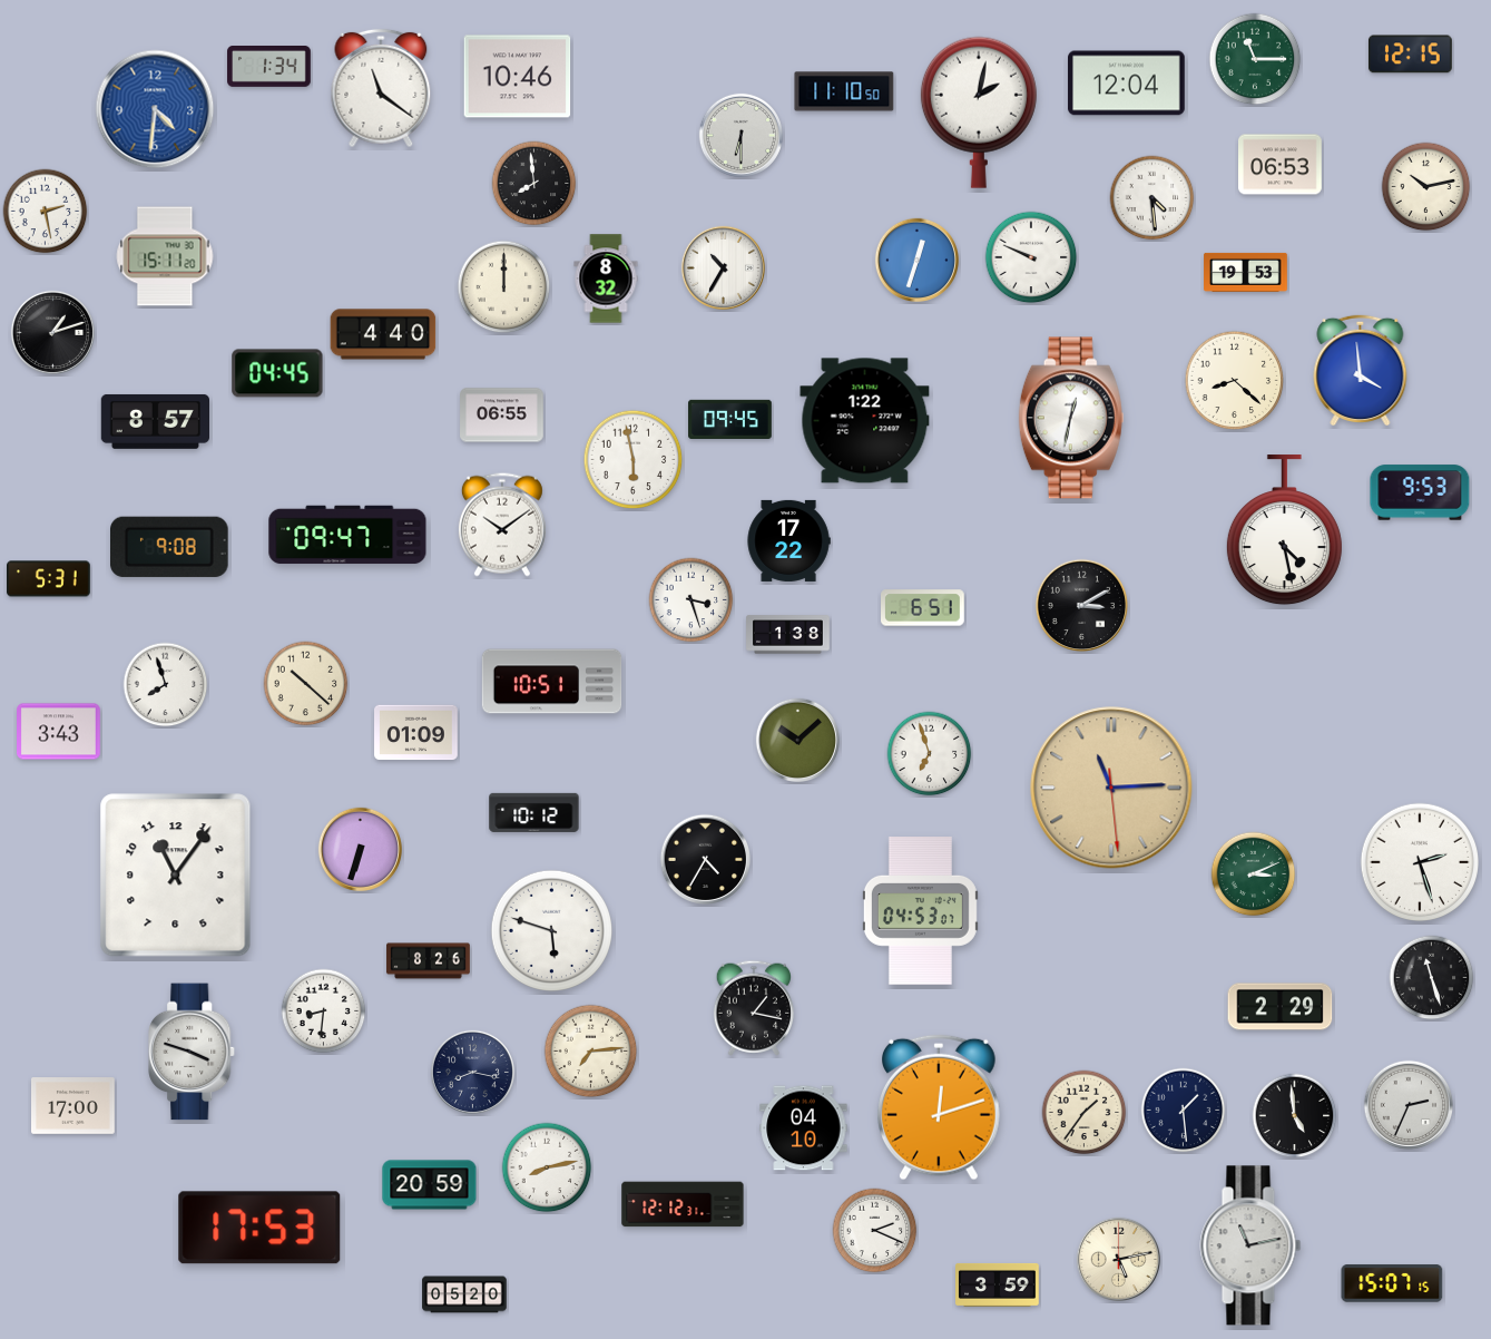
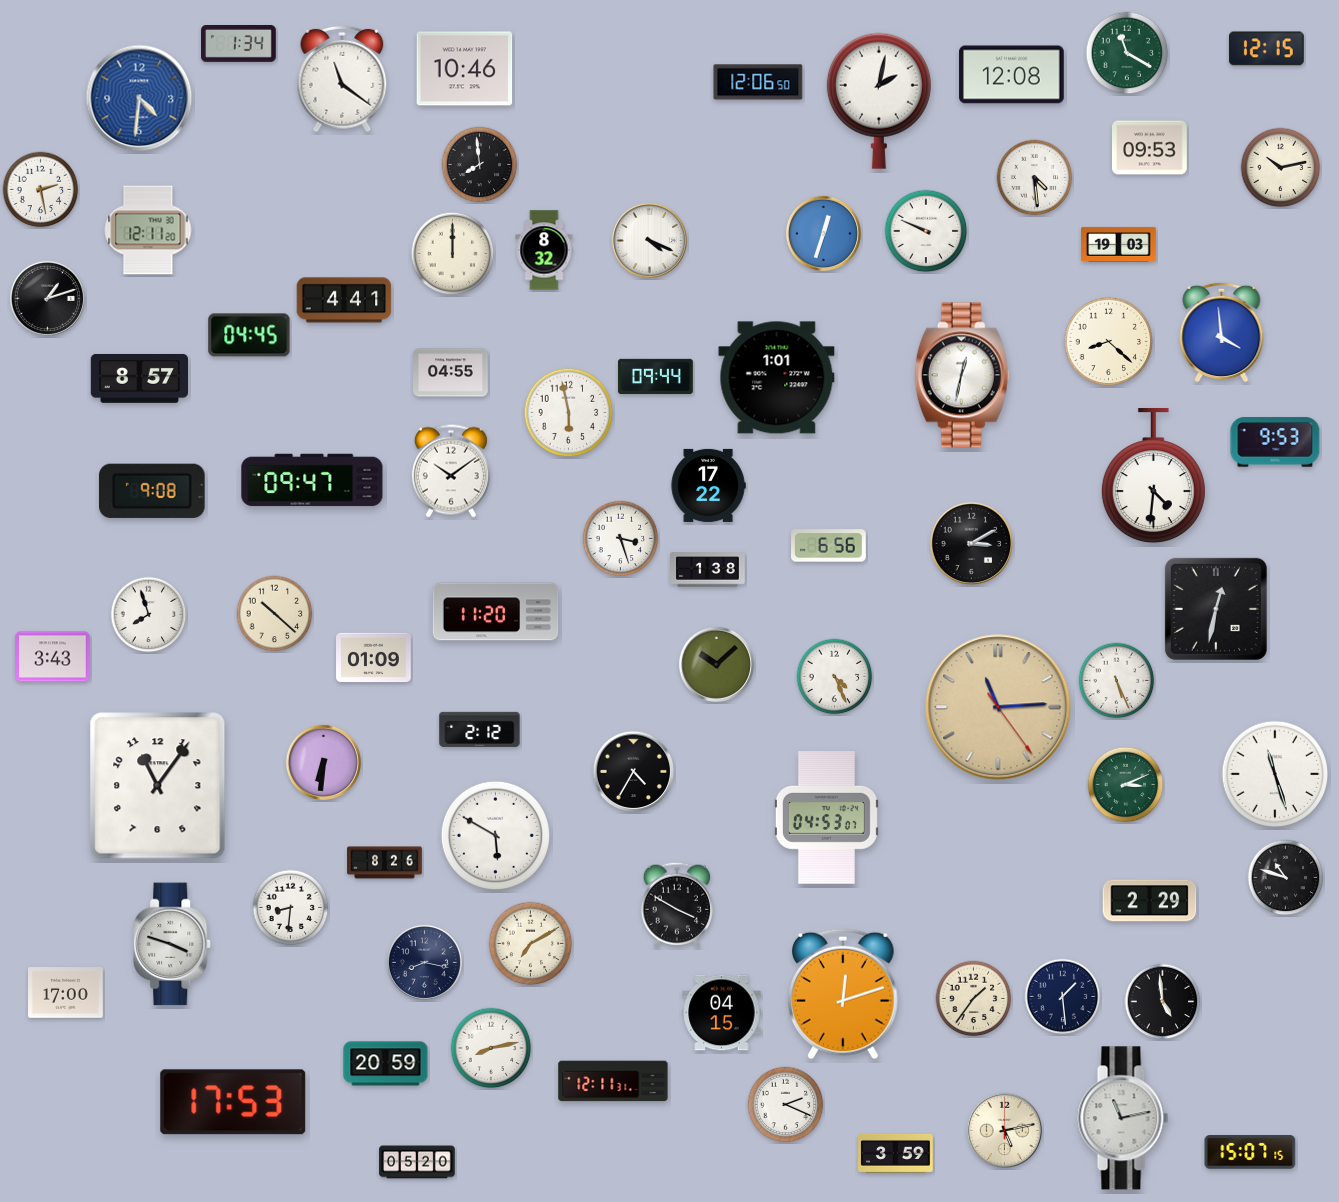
clock at (1255, 59): 11:15 -> 11:20
clock at (269, 67) position: (269, 67) -> (239, 44)
clock at (1127, 84): 12:04 -> 12:08
clock at (844, 91): 11:10 -> 12:06
clock at (740, 135): 6:30 -> none
clock at (1281, 165): 06:53 -> 09:53
clock at (165, 256): 15:11 -> 12:11
clock at (723, 267): 10:35 -> 4:19
clock at (1246, 272): 19:53 -> 19:03
clock at (504, 287) position: (504, 287) -> (453, 254)
clock at (383, 334): 4:40 -> 4:41
clock at (502, 416): 06:55 -> 04:55
clock at (730, 419): 09:45 -> 09:44
clock at (865, 421): 1:22 -> 1:01
clock at (1284, 530): 4:28 -> 4:31
clock at (49, 579): 5:31 -> none
clock at (923, 608): 6:51 -> 6:56
clock at (1216, 609): none -> 12:32
clock at (552, 682): 10:51 -> 11:20
clock at (930, 754): 6:57 -> 4:26
clock at (1117, 681): none -> 5:26
clock at (1111, 788): 11:14:29 -> 11:14:24
clock at (534, 812): 10:12 -> 2:12
clock at (360, 849): 6:33 -> 6:31
clock at (1419, 861): 2:27 -> 11:27
clock at (551, 930): 5:48 -> 5:50
clock at (1432, 978): 11:27 -> 10:48
clock at (1281, 1007) position: (1281, 1007) -> (1150, 901)
clock at (754, 1008): 1:17 -> 3:50
clock at (591, 1052): 7:14 -> 7:10
clock at (1407, 1104): 2:34 -> none
clock at (804, 1128): 04:10 -> 04:15
clock at (683, 1204): 12:12 -> 12:11
